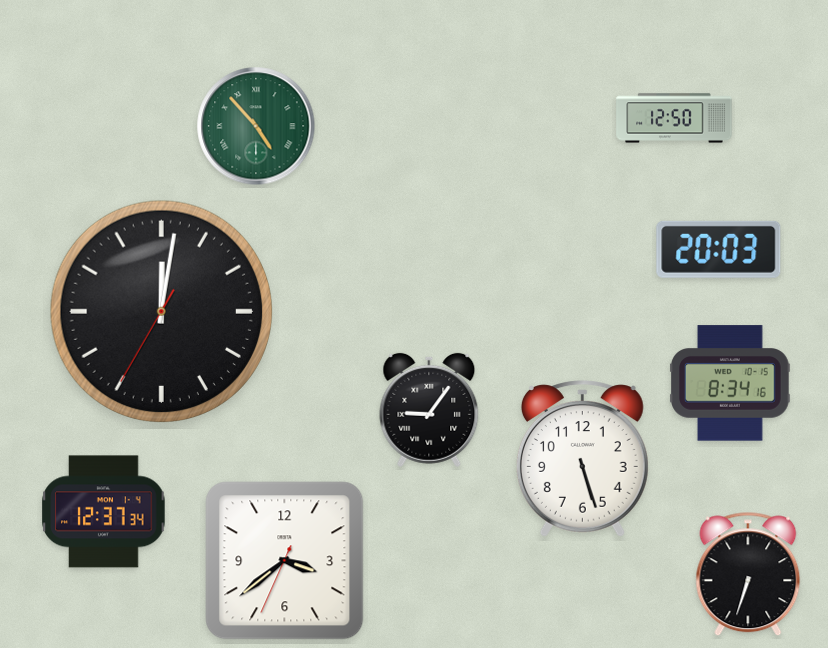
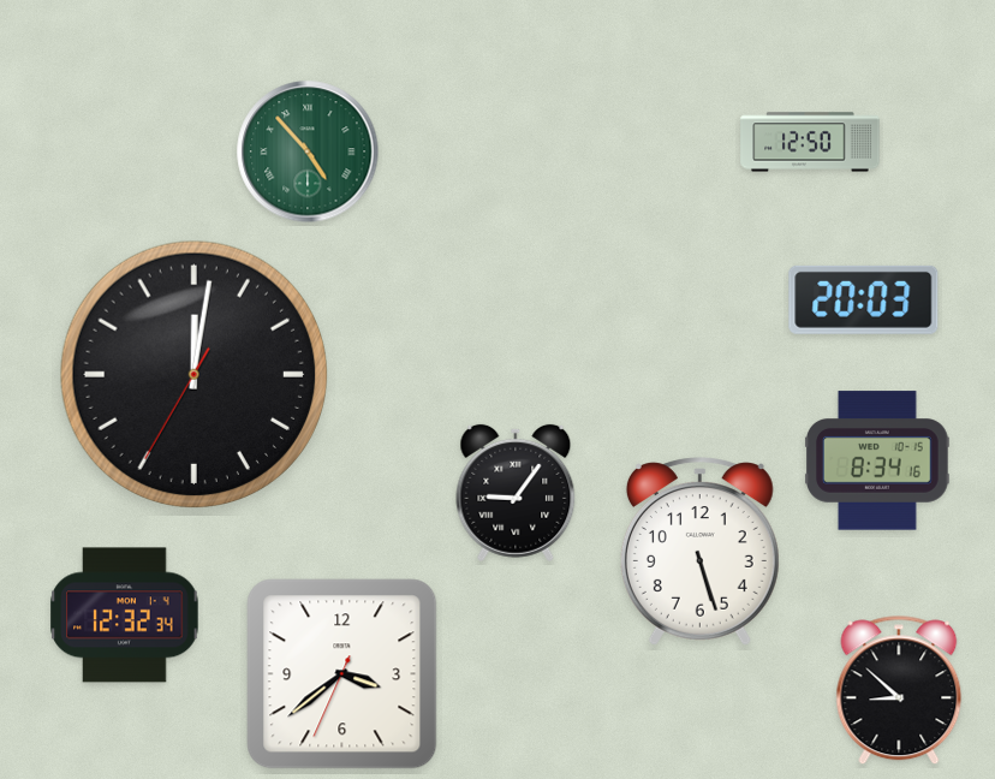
clock at (104, 512): 12:37 -> 12:32
clock at (748, 574): 6:33 -> 8:52
